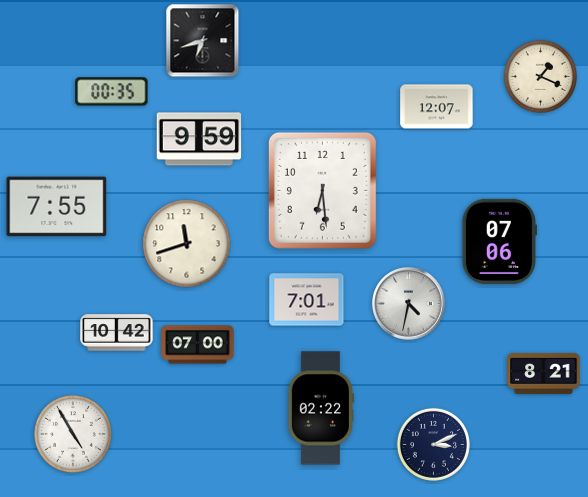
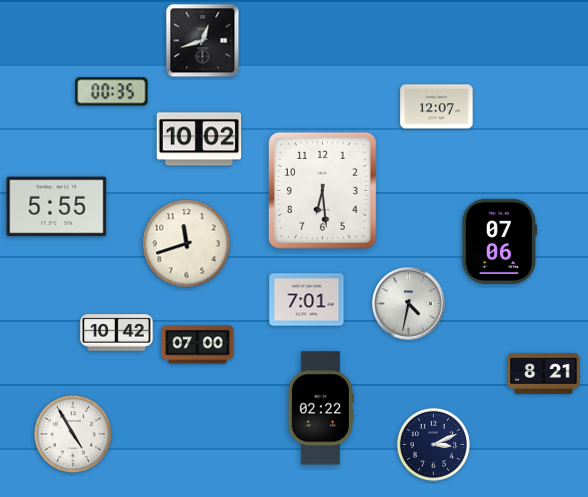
clock at (203, 41): 6:42 -> 12:42
clock at (540, 76): 1:19 -> none
clock at (199, 139): 9:59 -> 10:02
clock at (57, 207): 7:55 -> 5:55
